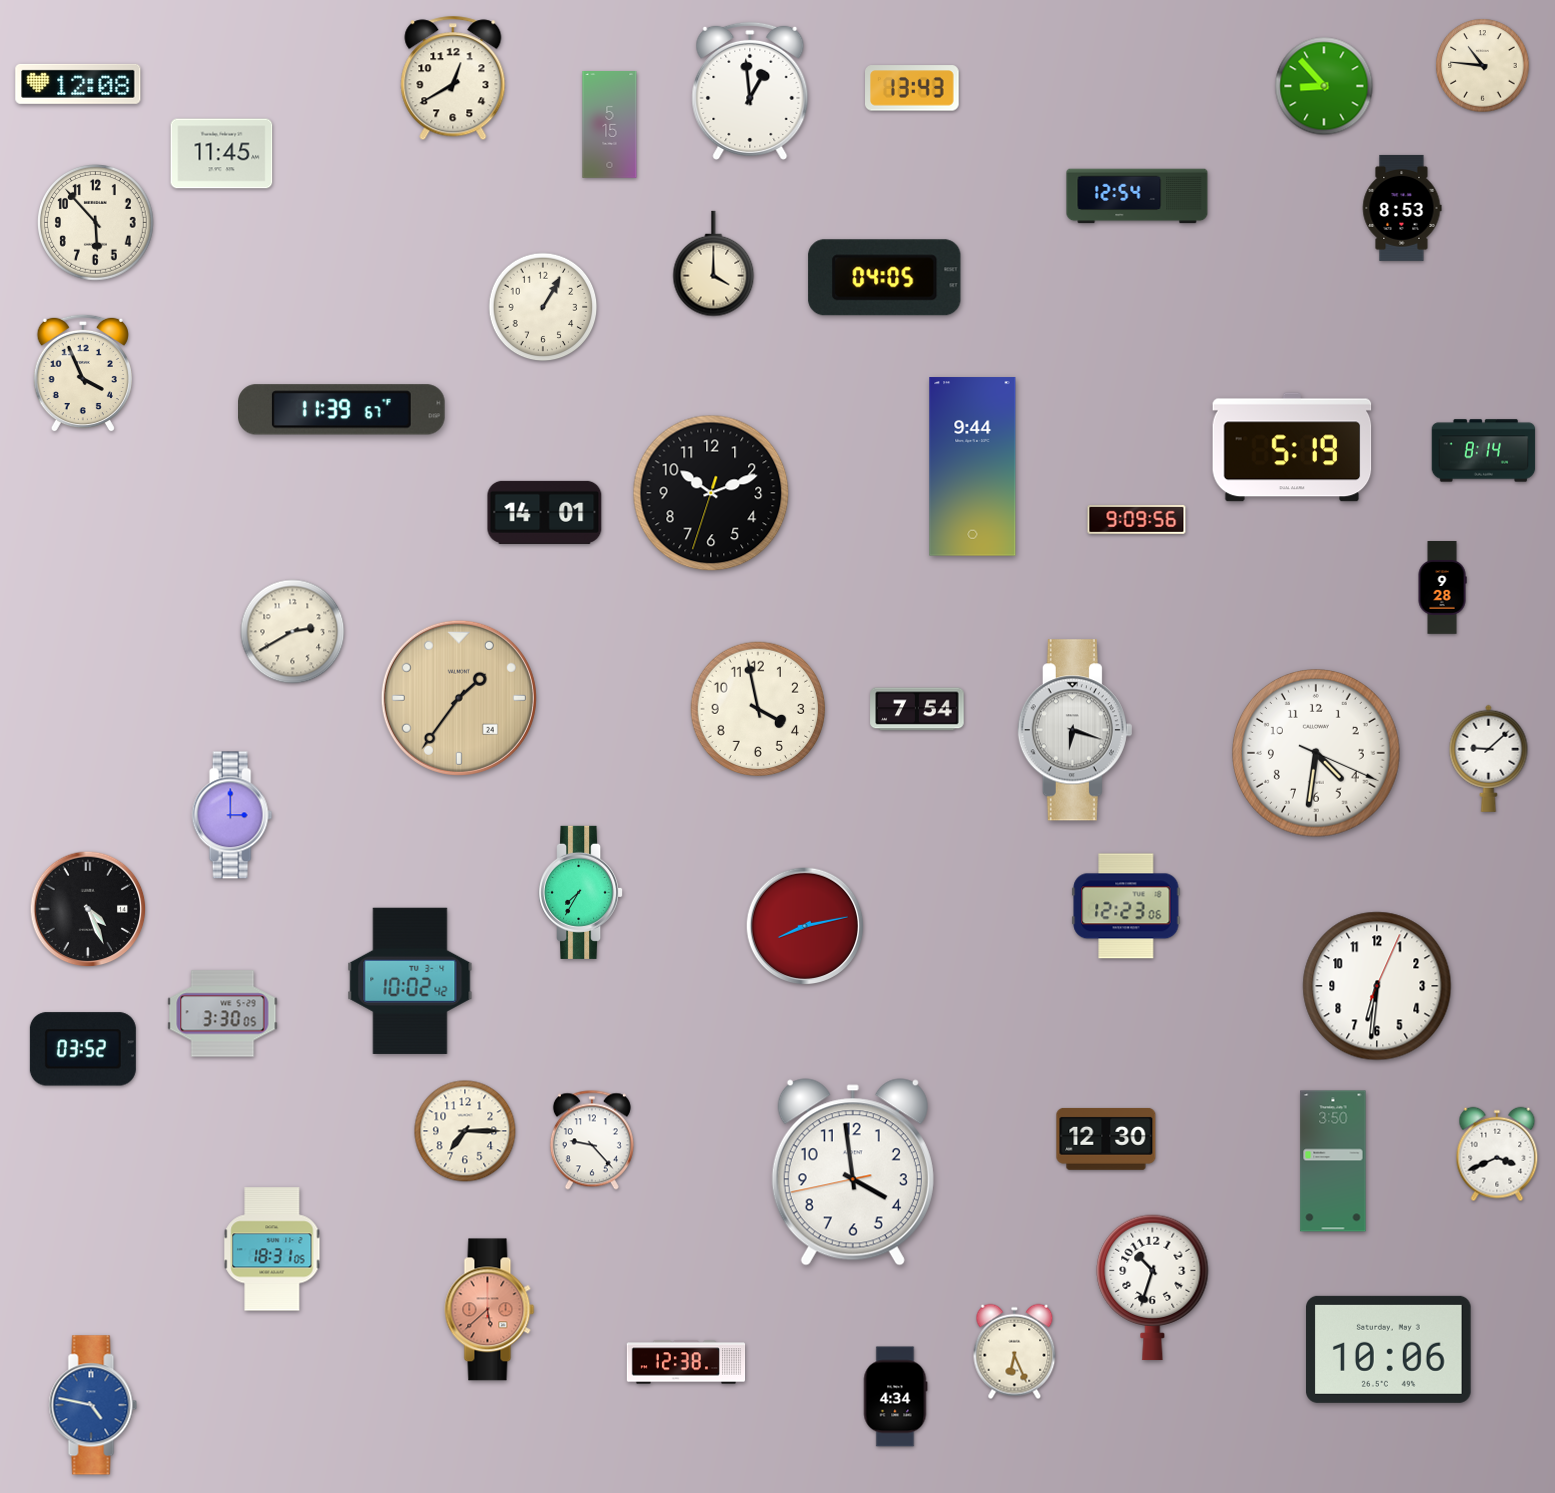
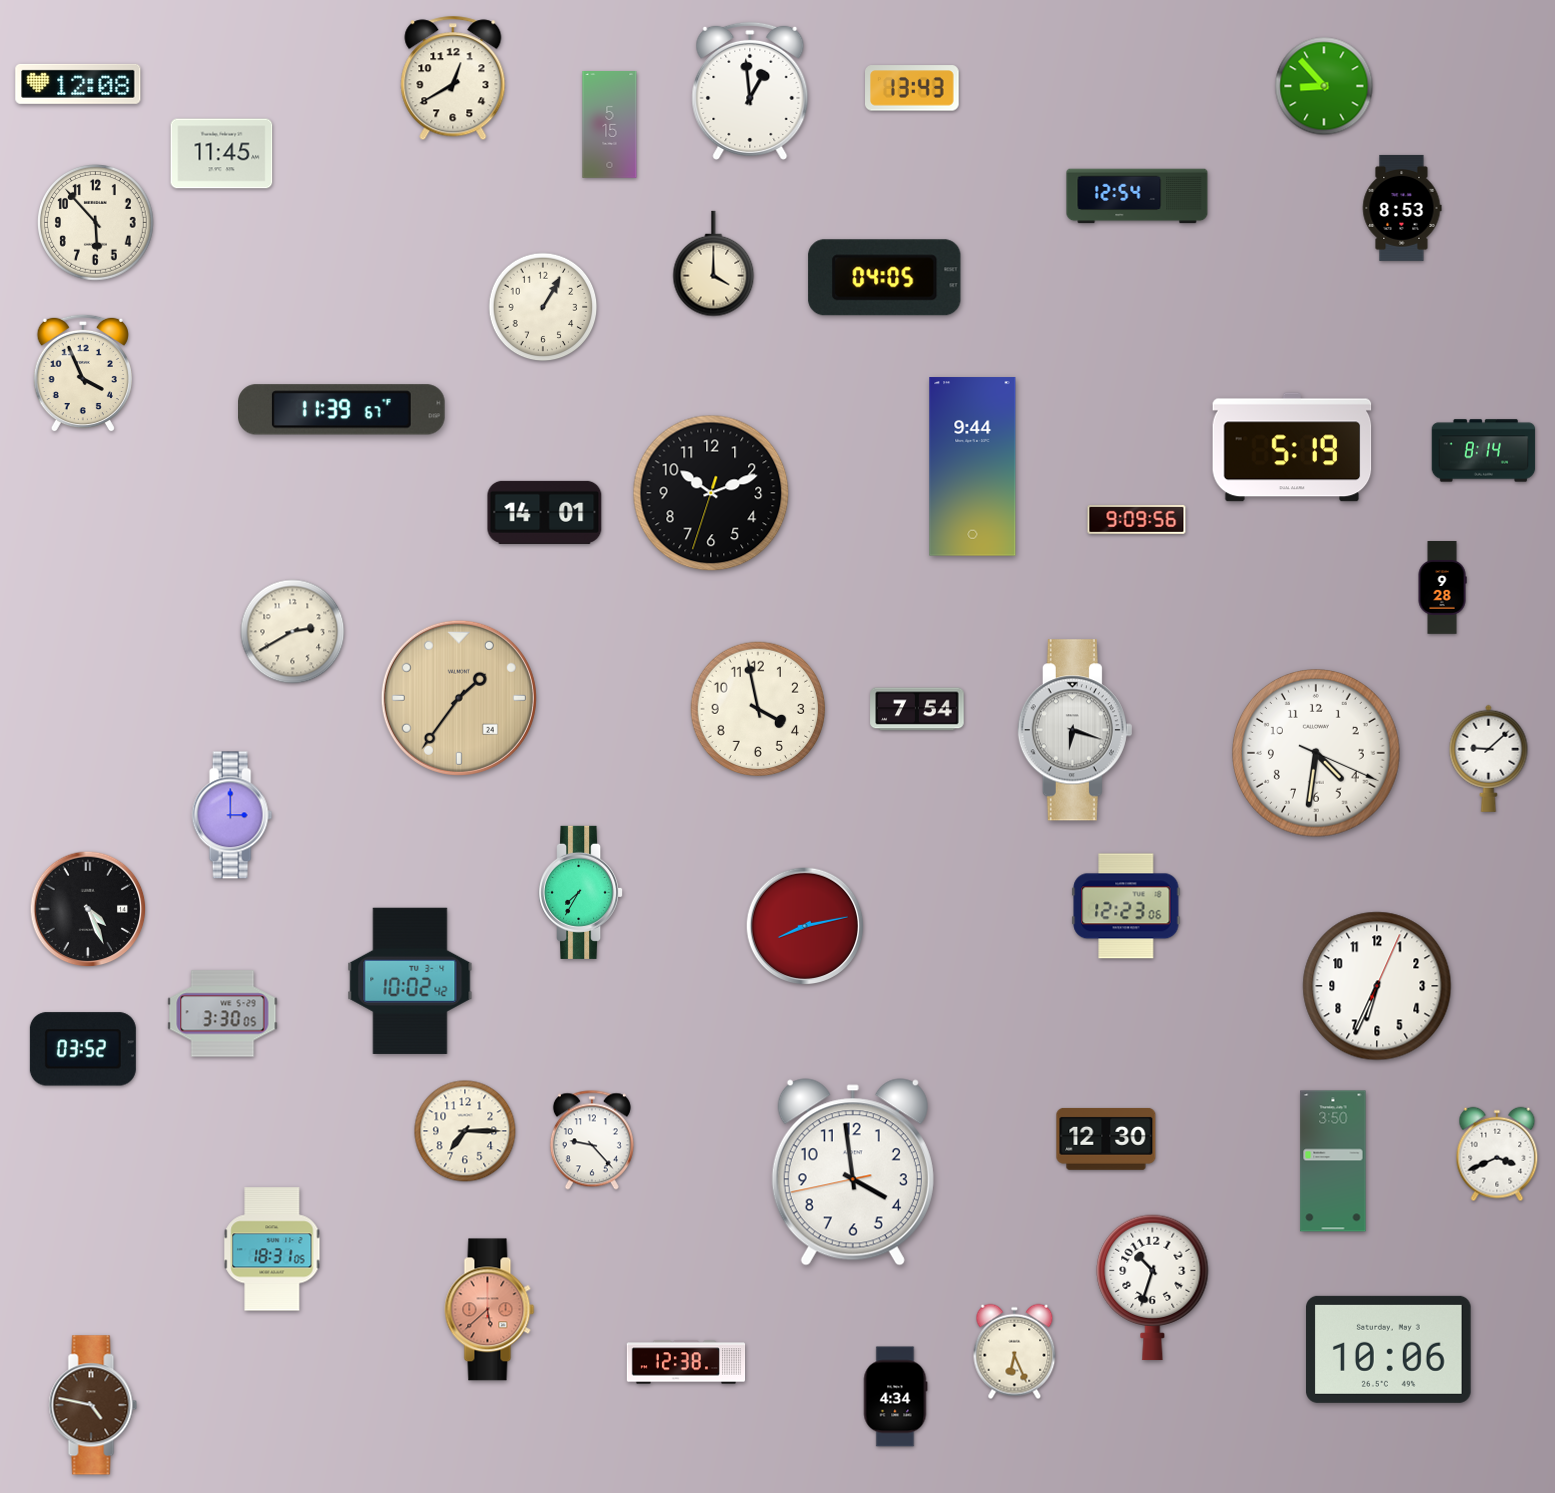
clock at (1483, 66): 10:46 -> none
clock at (1377, 986): 6:31 -> 6:34
clock at (93, 1405) dial: blue -> brown
